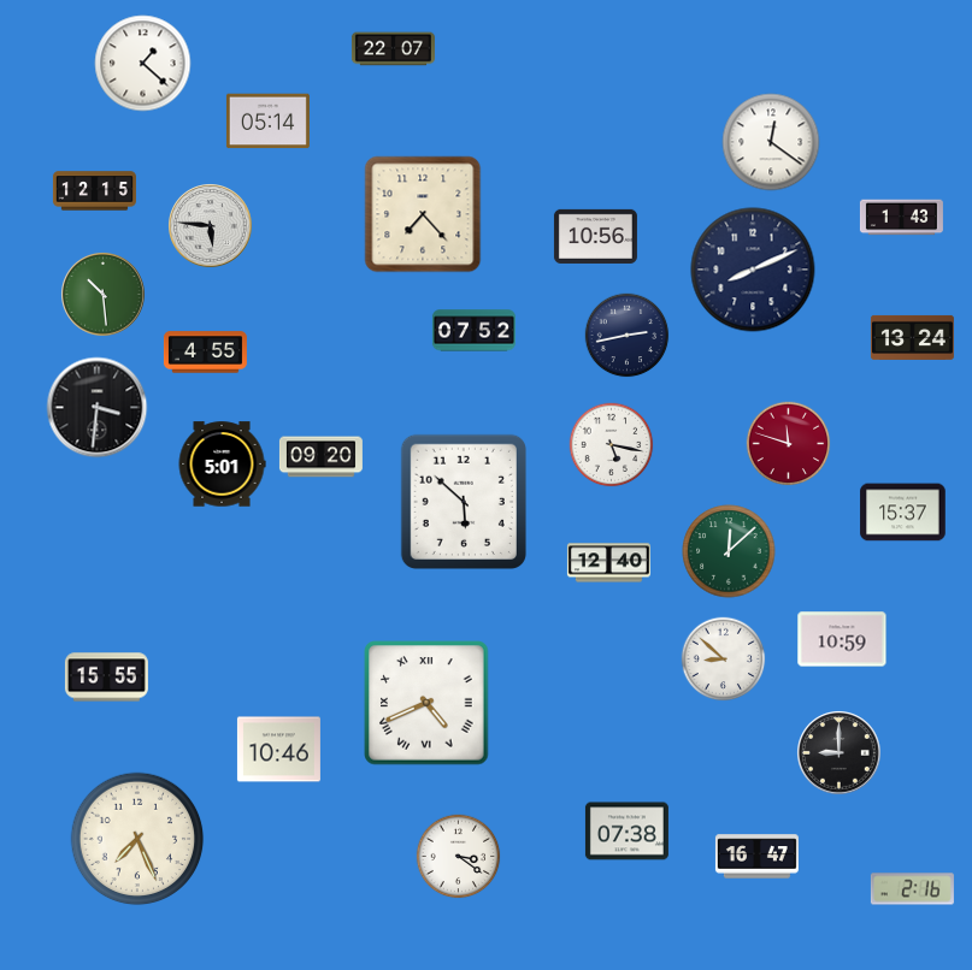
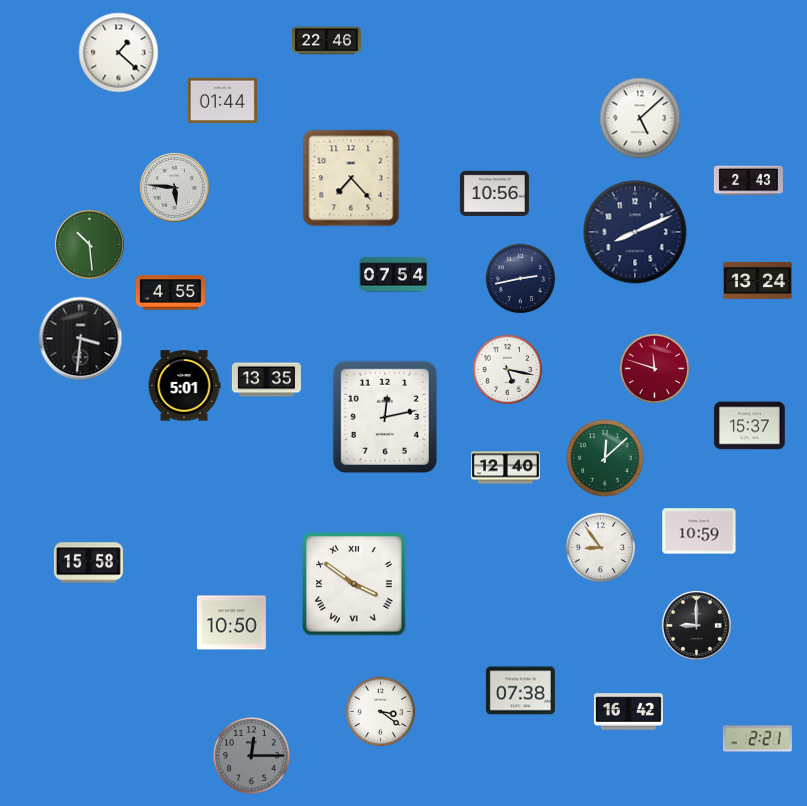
clock at (393, 49): 22:07 -> 22:46
clock at (267, 122): 05:14 -> 01:44
clock at (771, 142): 12:21 -> 5:08
clock at (94, 191): 12:15 -> none
clock at (901, 218): 1:43 -> 2:43
clock at (595, 236) position: (595, 236) -> (494, 193)
clock at (753, 270) position: (753, 270) -> (635, 232)
clock at (104, 295) position: (104, 295) -> (90, 245)
clock at (473, 331): 07:52 -> 07:54
clock at (320, 457): 09:20 -> 13:35
clock at (464, 502): 5:52 -> 12:13
clock at (724, 660): 8:52 -> 8:54
clock at (106, 678): 15:55 -> 15:58
clock at (426, 703): 4:41 -> 3:51
clock at (278, 750): 10:46 -> 10:50
clock at (137, 839): 7:26 -> none
clock at (756, 857): 16:47 -> 16:42
clock at (912, 889): 2:16 -> 2:21
clock at (252, 756): none -> 12:15
